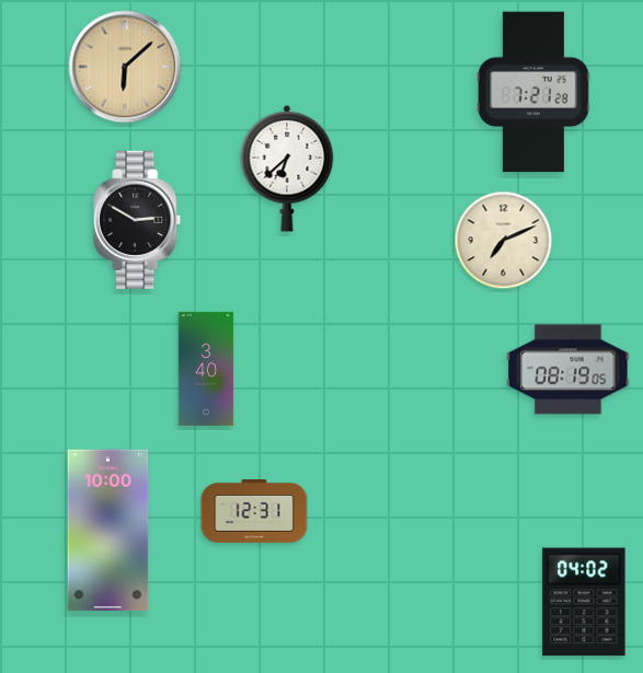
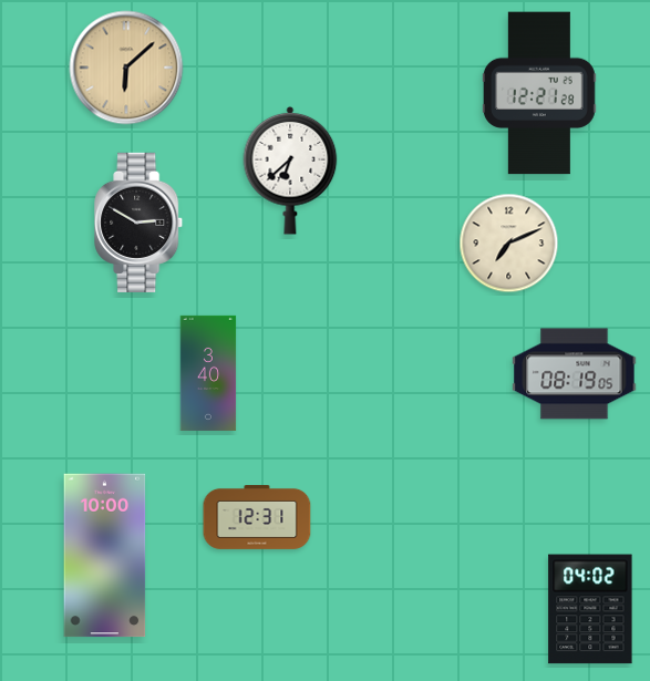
clock at (535, 92): 7:21 -> 12:21
clock at (108, 531) position: (108, 531) -> (105, 556)
